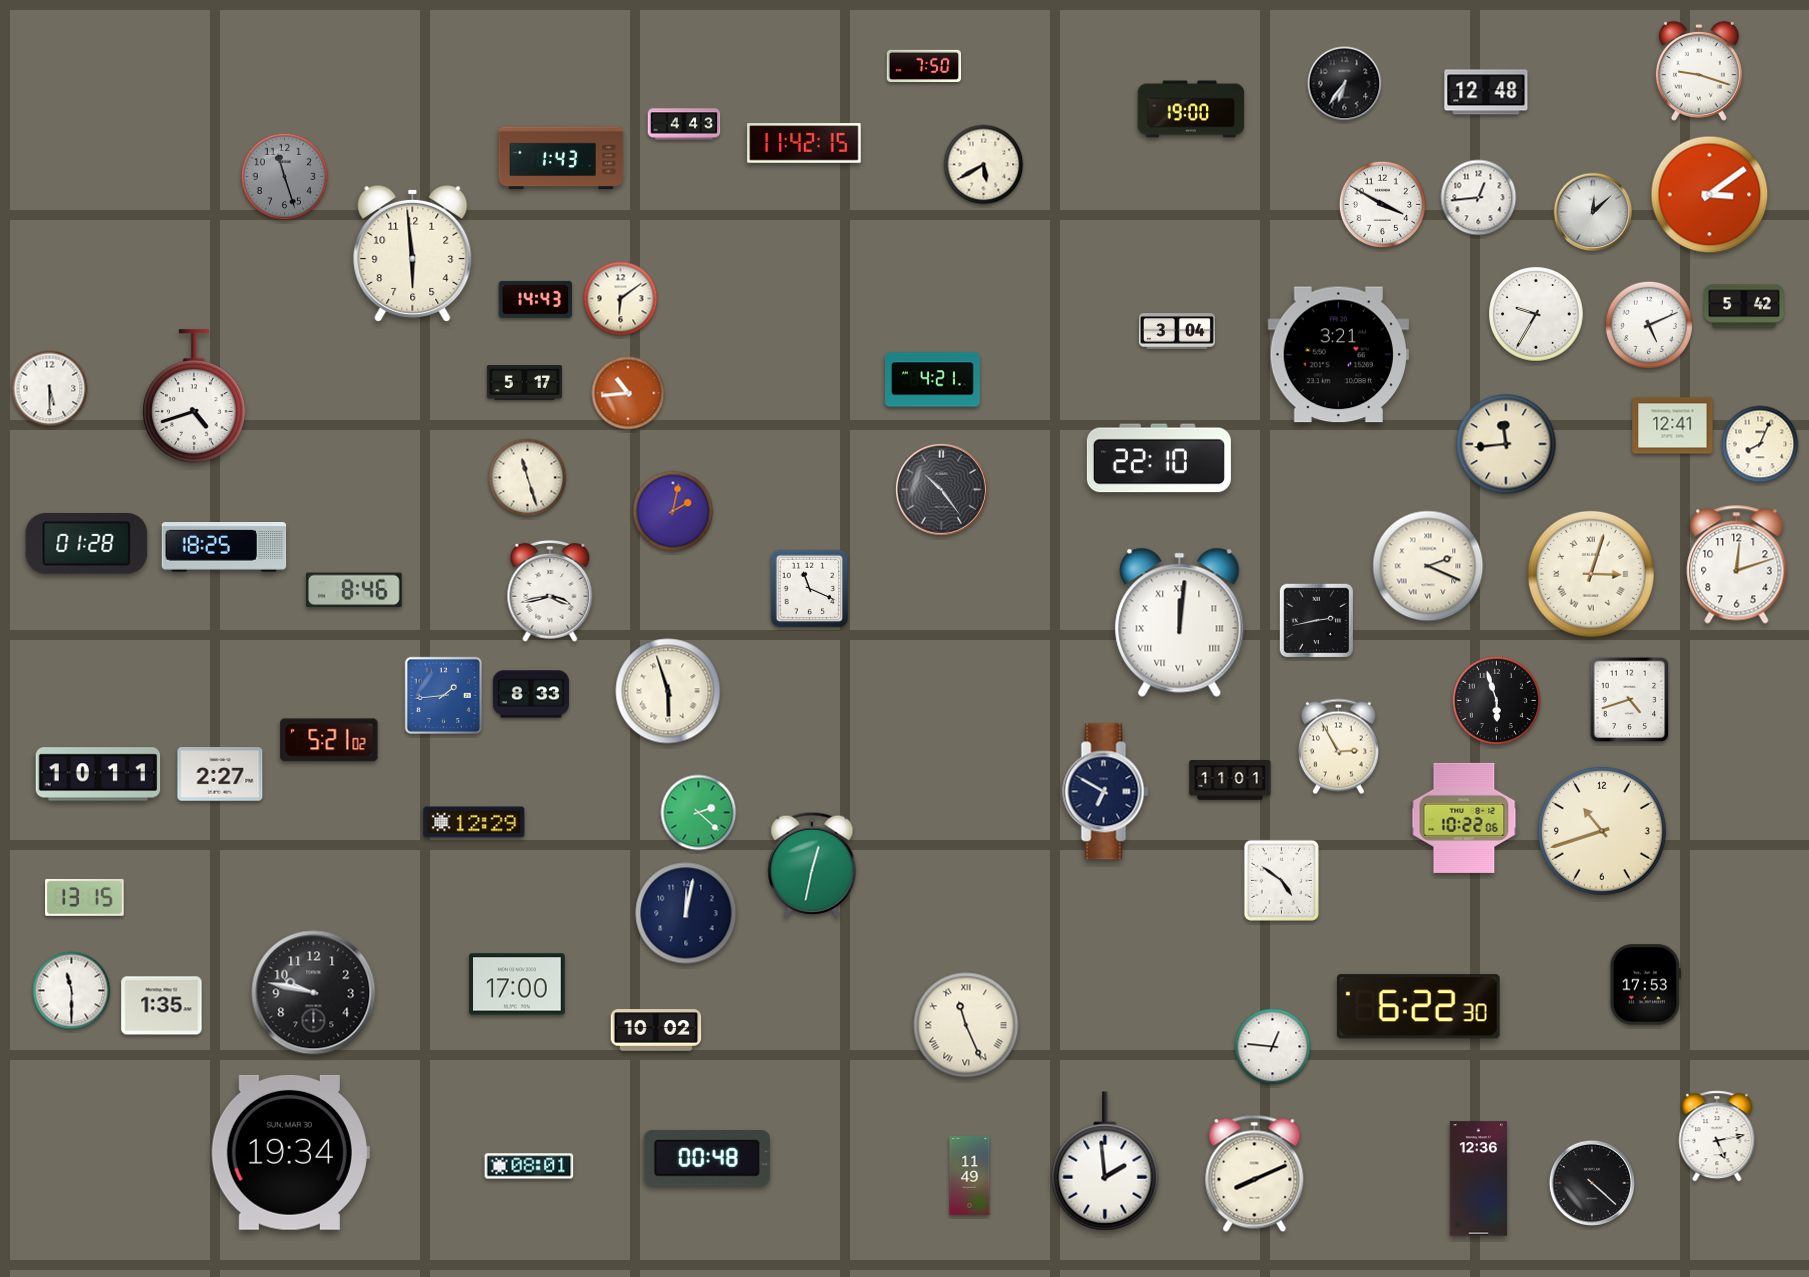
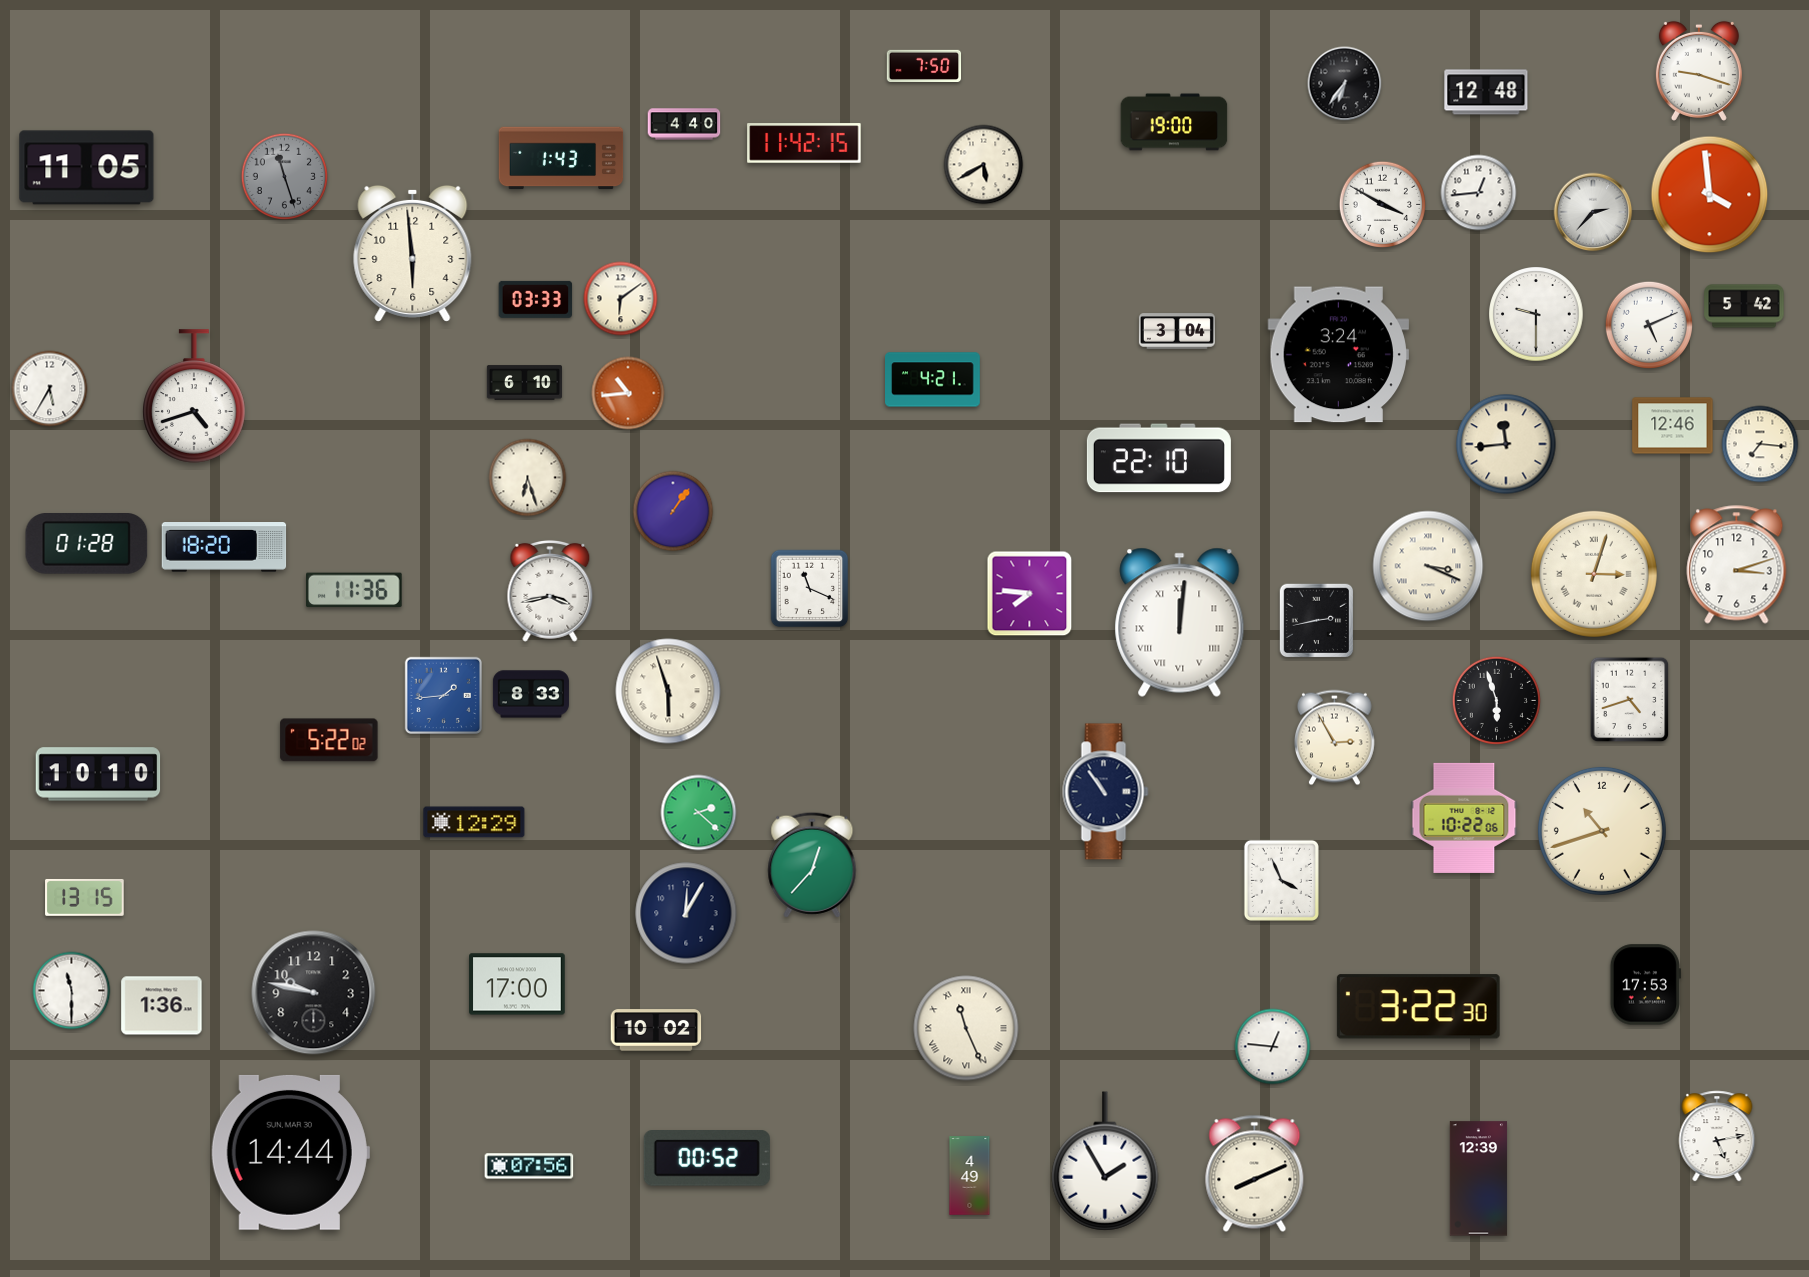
clock at (1191, 109) position: (1191, 109) -> (1174, 122)
clock at (684, 124): 4:43 -> 4:40
clock at (87, 168): none -> 11:05
clock at (1710, 195): 3:09 -> 3:59
clock at (1479, 198) position: (1479, 198) -> (1479, 193)
clock at (1593, 212): 12:08 -> 2:37
clock at (536, 299): 14:43 -> 03:33
clock at (1536, 314): 9:35 -> 9:30
clock at (1338, 355): 3:21 -> 3:24
clock at (524, 383): 5:17 -> 6:10
clock at (50, 389): 5:30 -> 5:35
clock at (1673, 426): 12:41 -> 12:46
clock at (1760, 444): 8:04 -> 7:16
clock at (528, 478): 11:27 -> 6:27
clock at (941, 489): 10:24 -> none
clock at (673, 511): 2:02 -> 1:06
clock at (224, 548): 18:25 -> 18:20
clock at (1737, 565): 12:12 -> 3:12
clock at (1428, 566): 2:19 -> 3:19
clock at (1591, 574) position: (1591, 574) -> (1594, 574)
clock at (355, 590): 8:46 -> 11:36
clock at (1030, 594): none -> 7:46
clock at (329, 740): 5:21 -> 5:22
clock at (1338, 747) position: (1338, 747) -> (1334, 738)
clock at (98, 774): 10:11 -> 10:10
clock at (220, 774): 2:27 -> none
clock at (1230, 781): 11:01 -> none
clock at (1106, 792): 6:50 -> 10:54
clock at (812, 865): 12:32 -> 12:37
clock at (1281, 880): 4:51 -> 3:56
clock at (686, 913): 12:02 -> 12:05
clock at (162, 1006): 1:35 -> 1:36
clock at (1418, 1007): 6:22 -> 3:22
clock at (966, 1025) position: (966, 1025) -> (966, 1028)
clock at (290, 1152): 19:34 -> 14:44
clock at (707, 1159): 00:48 -> 00:52
clock at (1105, 1161): 1:59 -> 1:55
clock at (529, 1166): 08:01 -> 07:56
clock at (970, 1176): 11:49 -> 4:49
clock at (1479, 1179): 12:36 -> 12:39
clock at (1591, 1182): 4:22 -> none
